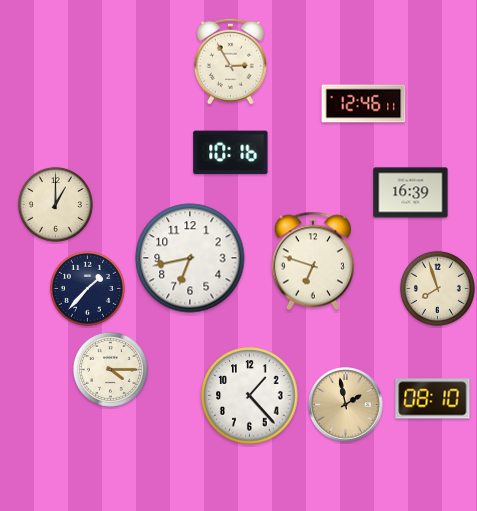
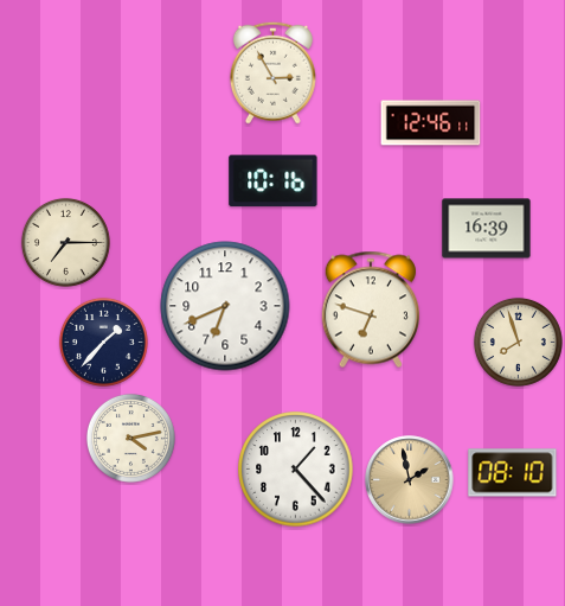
clock at (55, 204): 1:00 -> 7:15
clock at (190, 258): 6:43 -> 6:41
clock at (110, 369): 4:15 -> 4:13
